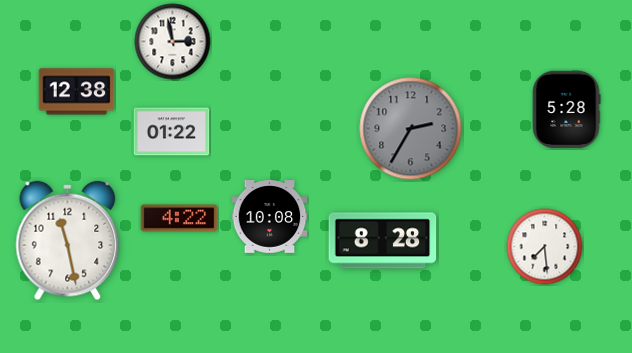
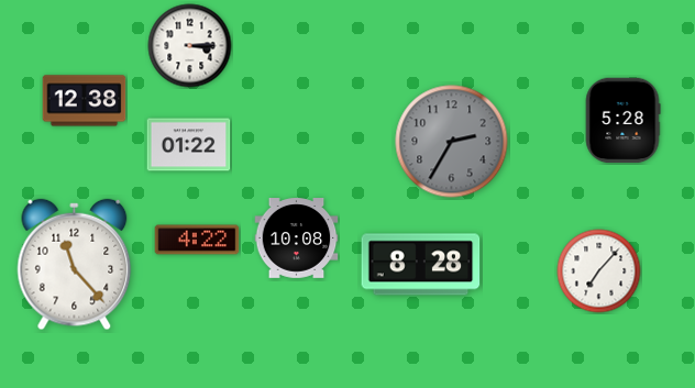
clock at (173, 42): 2:58 -> 3:15
clock at (68, 241): 11:28 -> 11:23
clock at (545, 247): 7:29 -> 7:07
